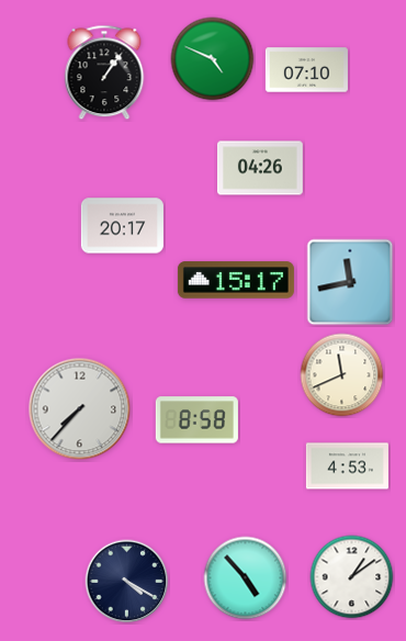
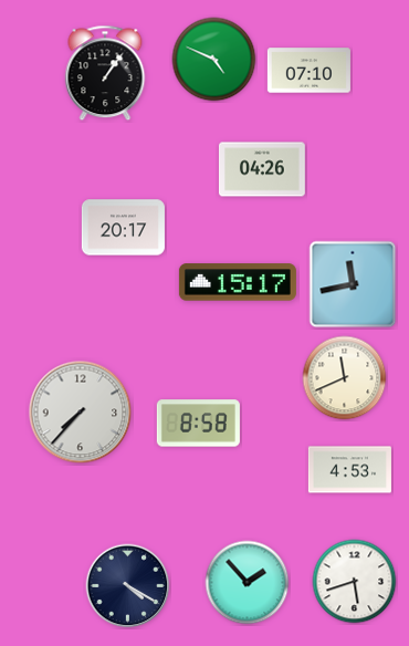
clock at (352, 577): 1:09 -> 5:42
clock at (246, 578): 4:53 -> 1:53
